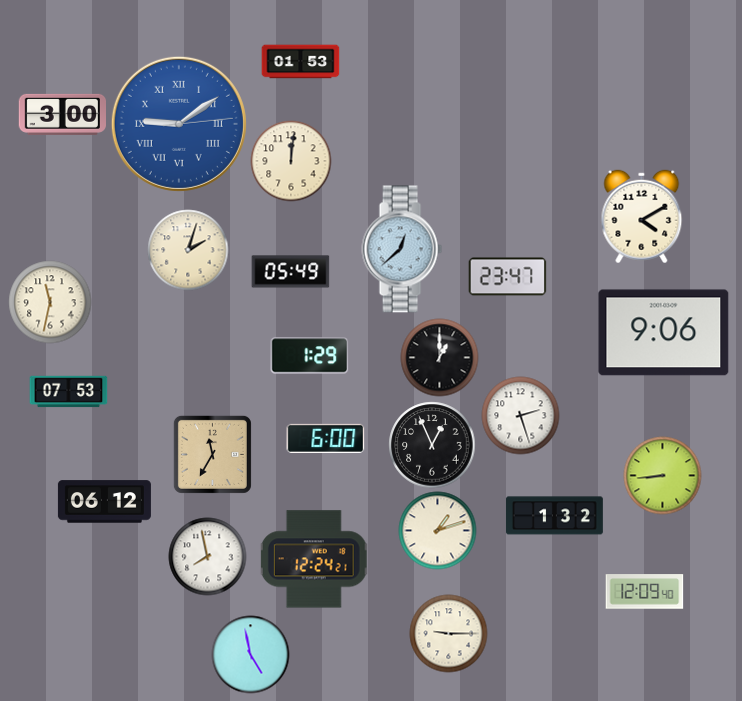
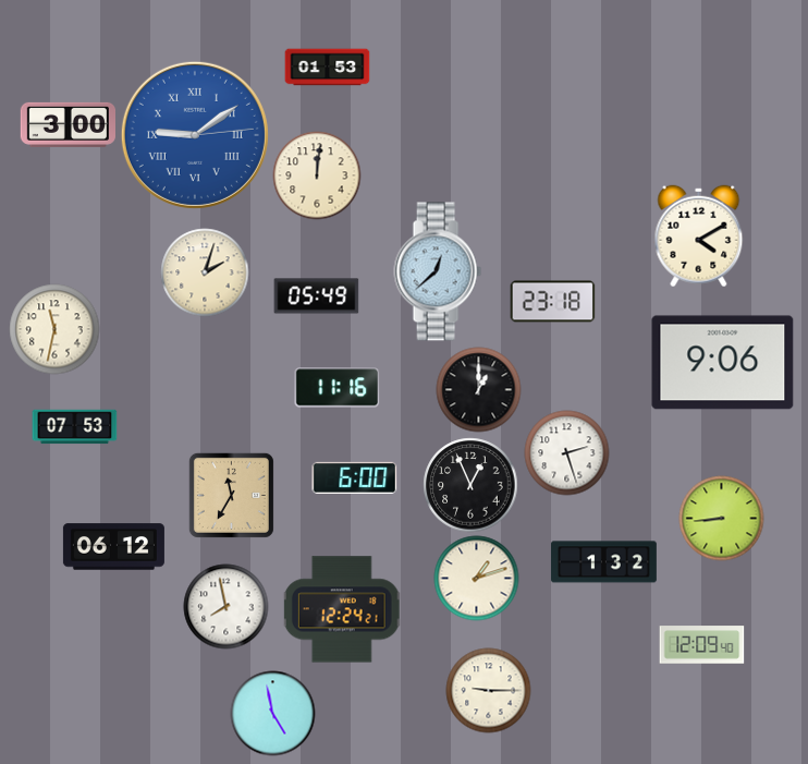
clock at (507, 277): 23:47 -> 23:18
clock at (309, 356): 1:29 -> 11:16
